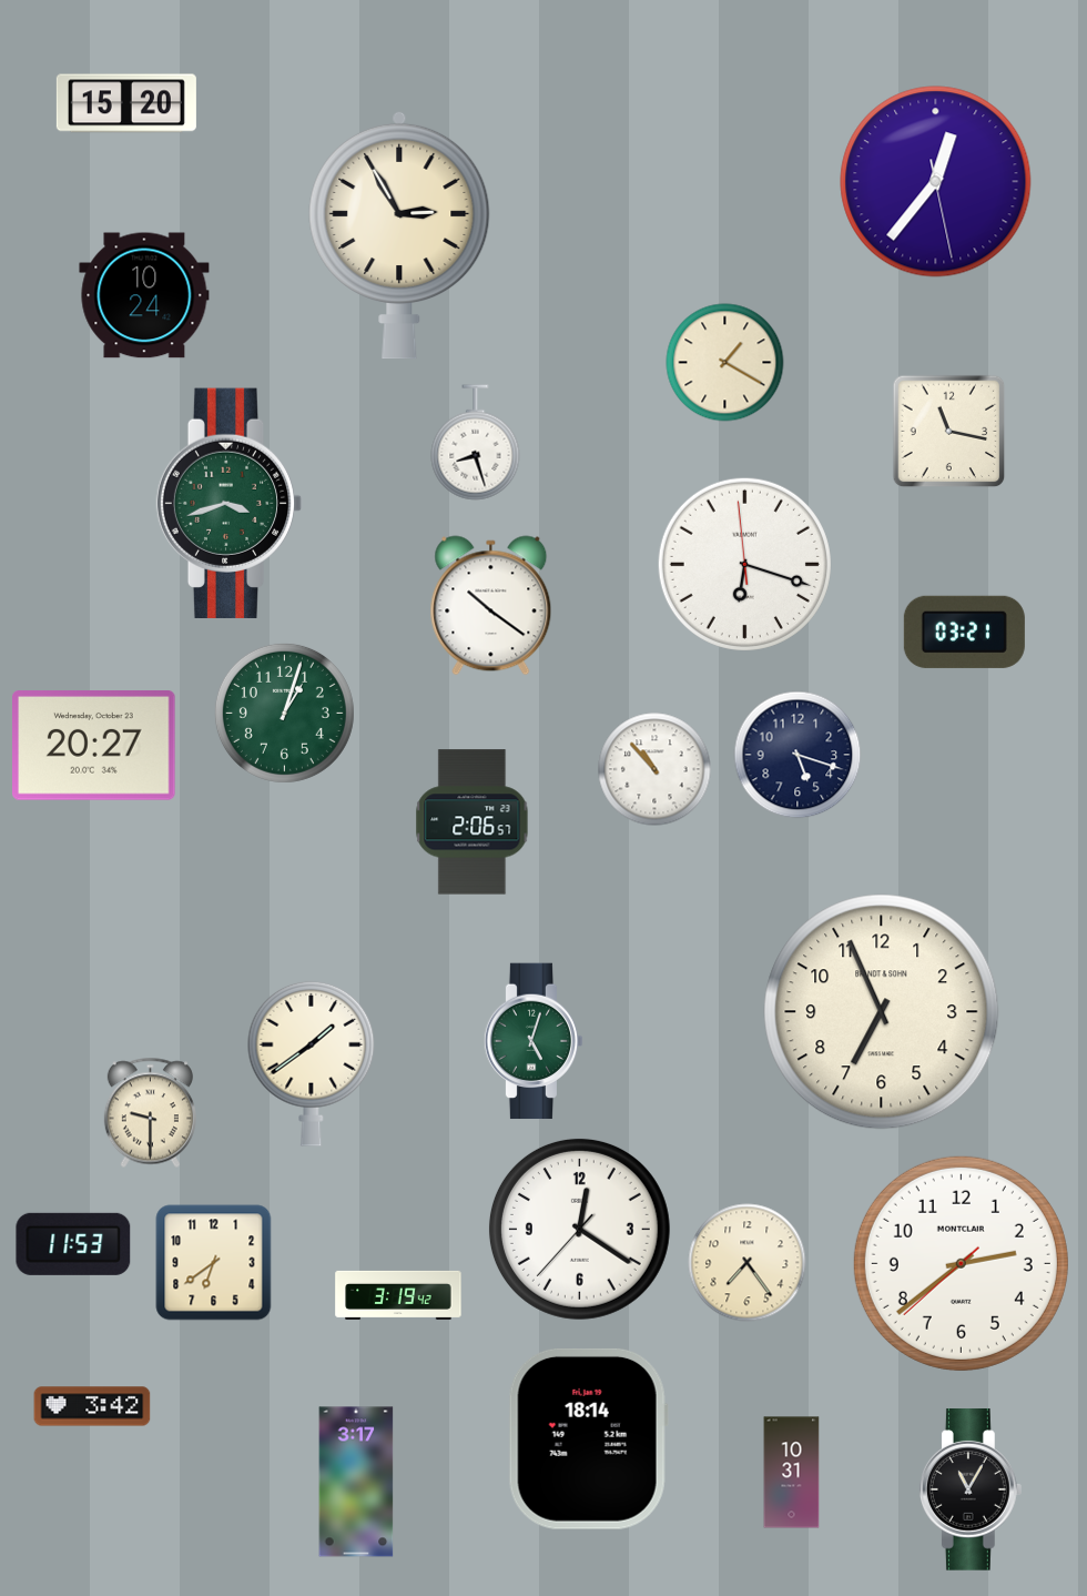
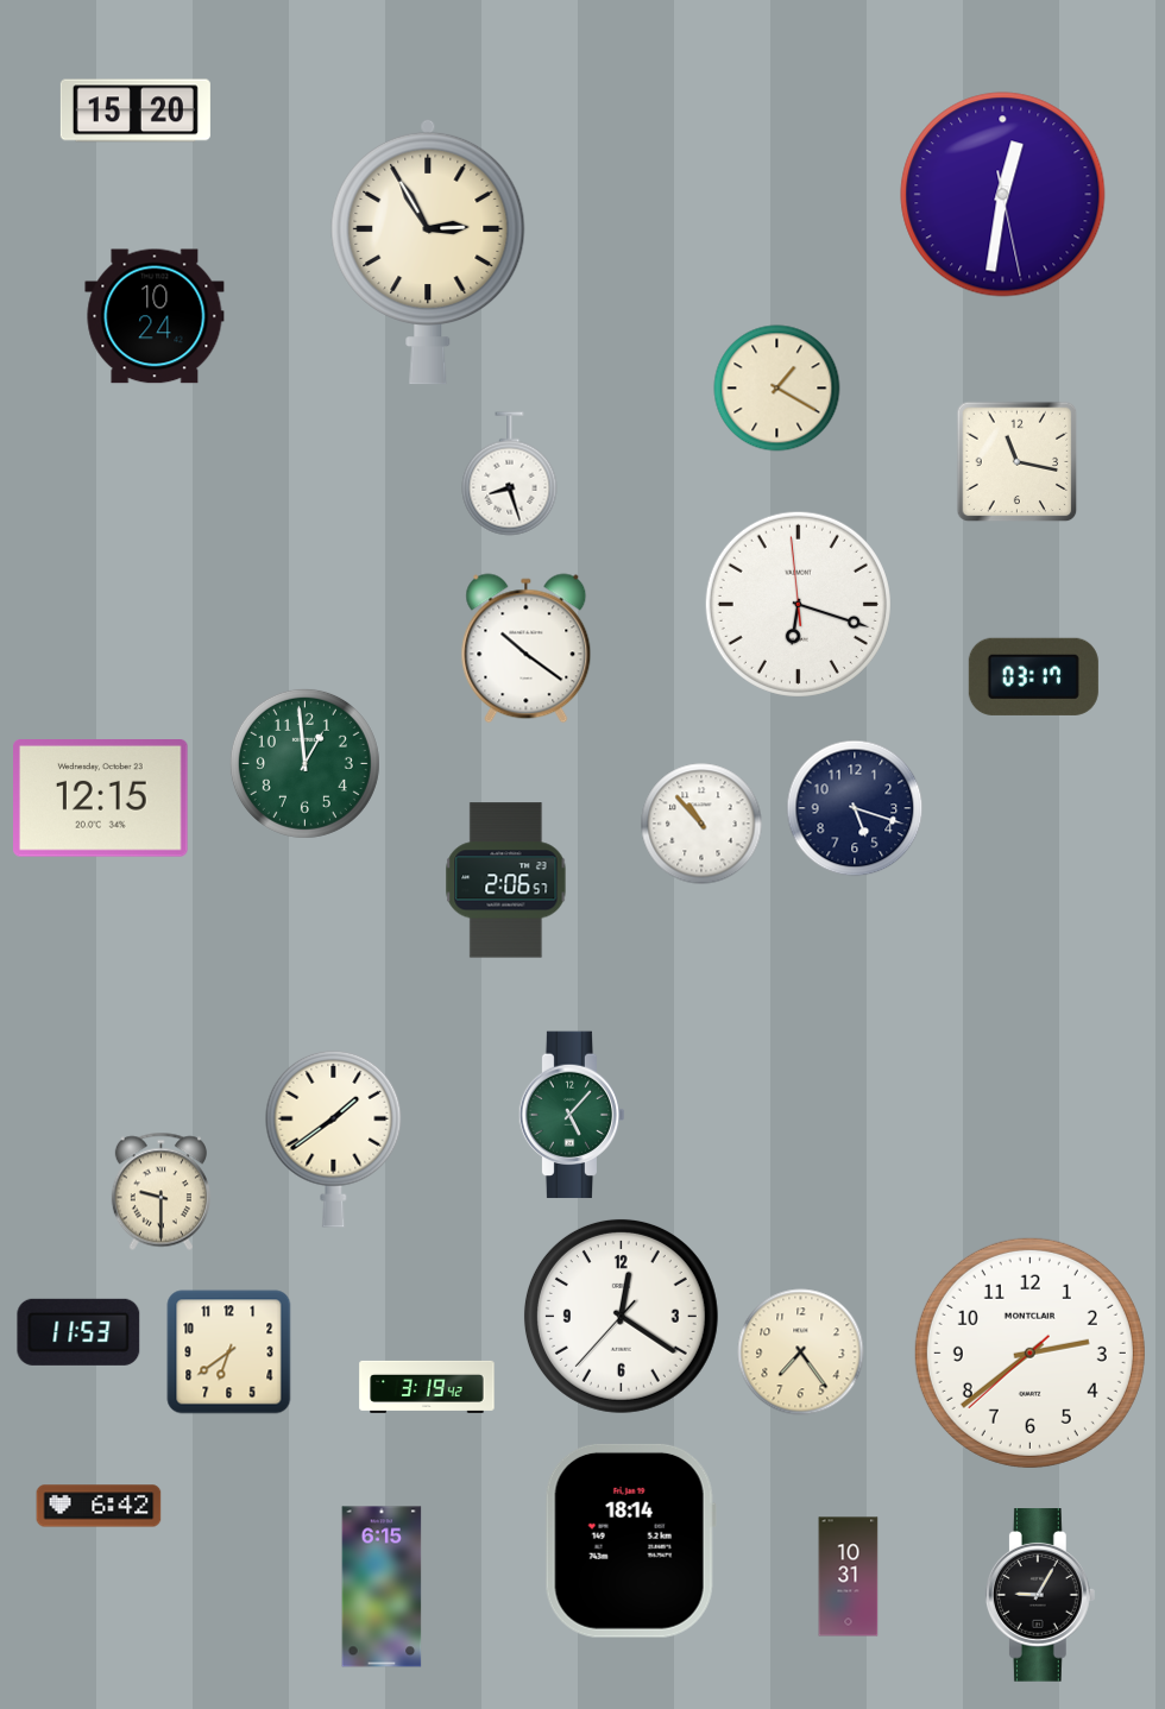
clock at (936, 182): 12:36 -> 12:31
clock at (230, 503): 3:42 -> none
clock at (964, 632): 03:21 -> 03:17
clock at (284, 713): 1:03 -> 12:59
clock at (94, 746): 20:27 -> 12:15
clock at (882, 1012): 6:56 -> none
clock at (534, 1041): 5:03 -> 5:07
clock at (92, 1406): 3:42 -> 6:42
clock at (356, 1482): 3:17 -> 6:15
clock at (971, 1491): 11:05 -> 9:05
